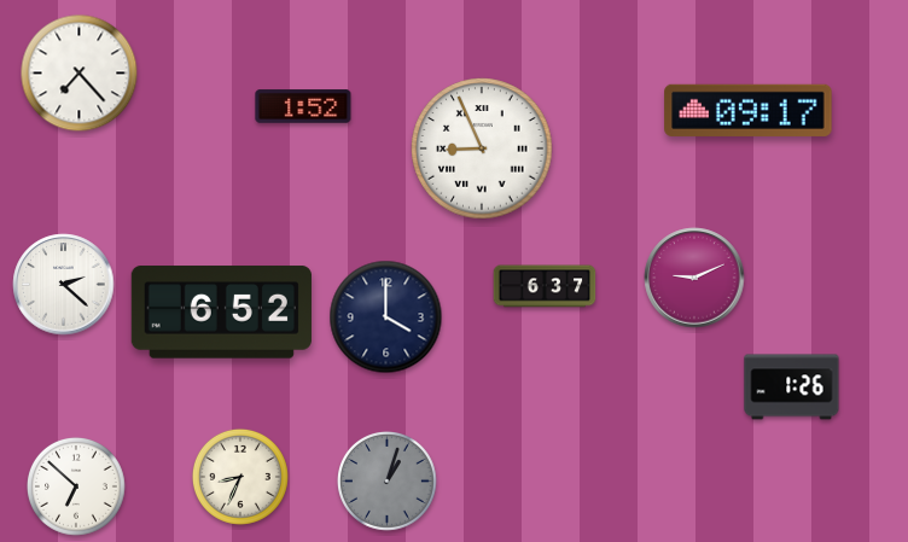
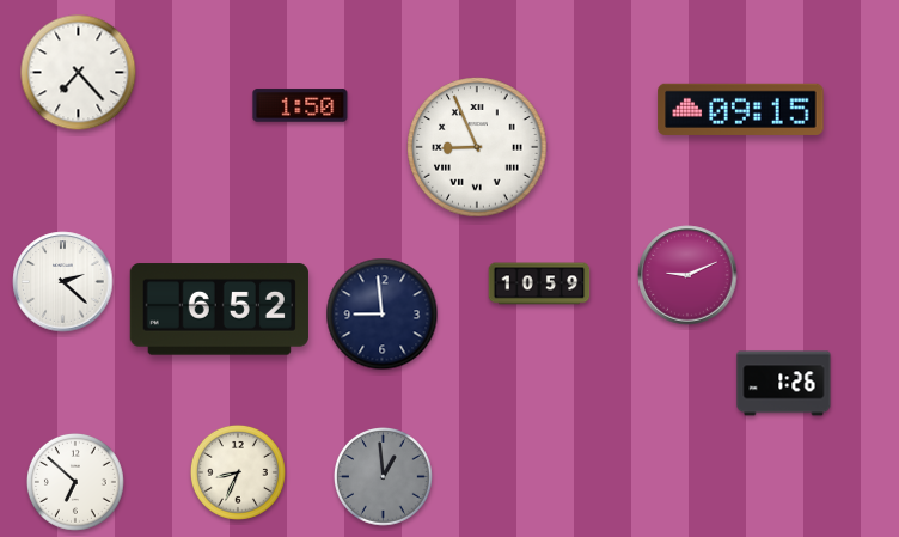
clock at (303, 106): 1:52 -> 1:50
clock at (749, 110): 09:17 -> 09:15
clock at (545, 286): 6:37 -> 10:59
clock at (386, 317): 4:00 -> 8:59
clock at (388, 482): 1:03 -> 12:59
